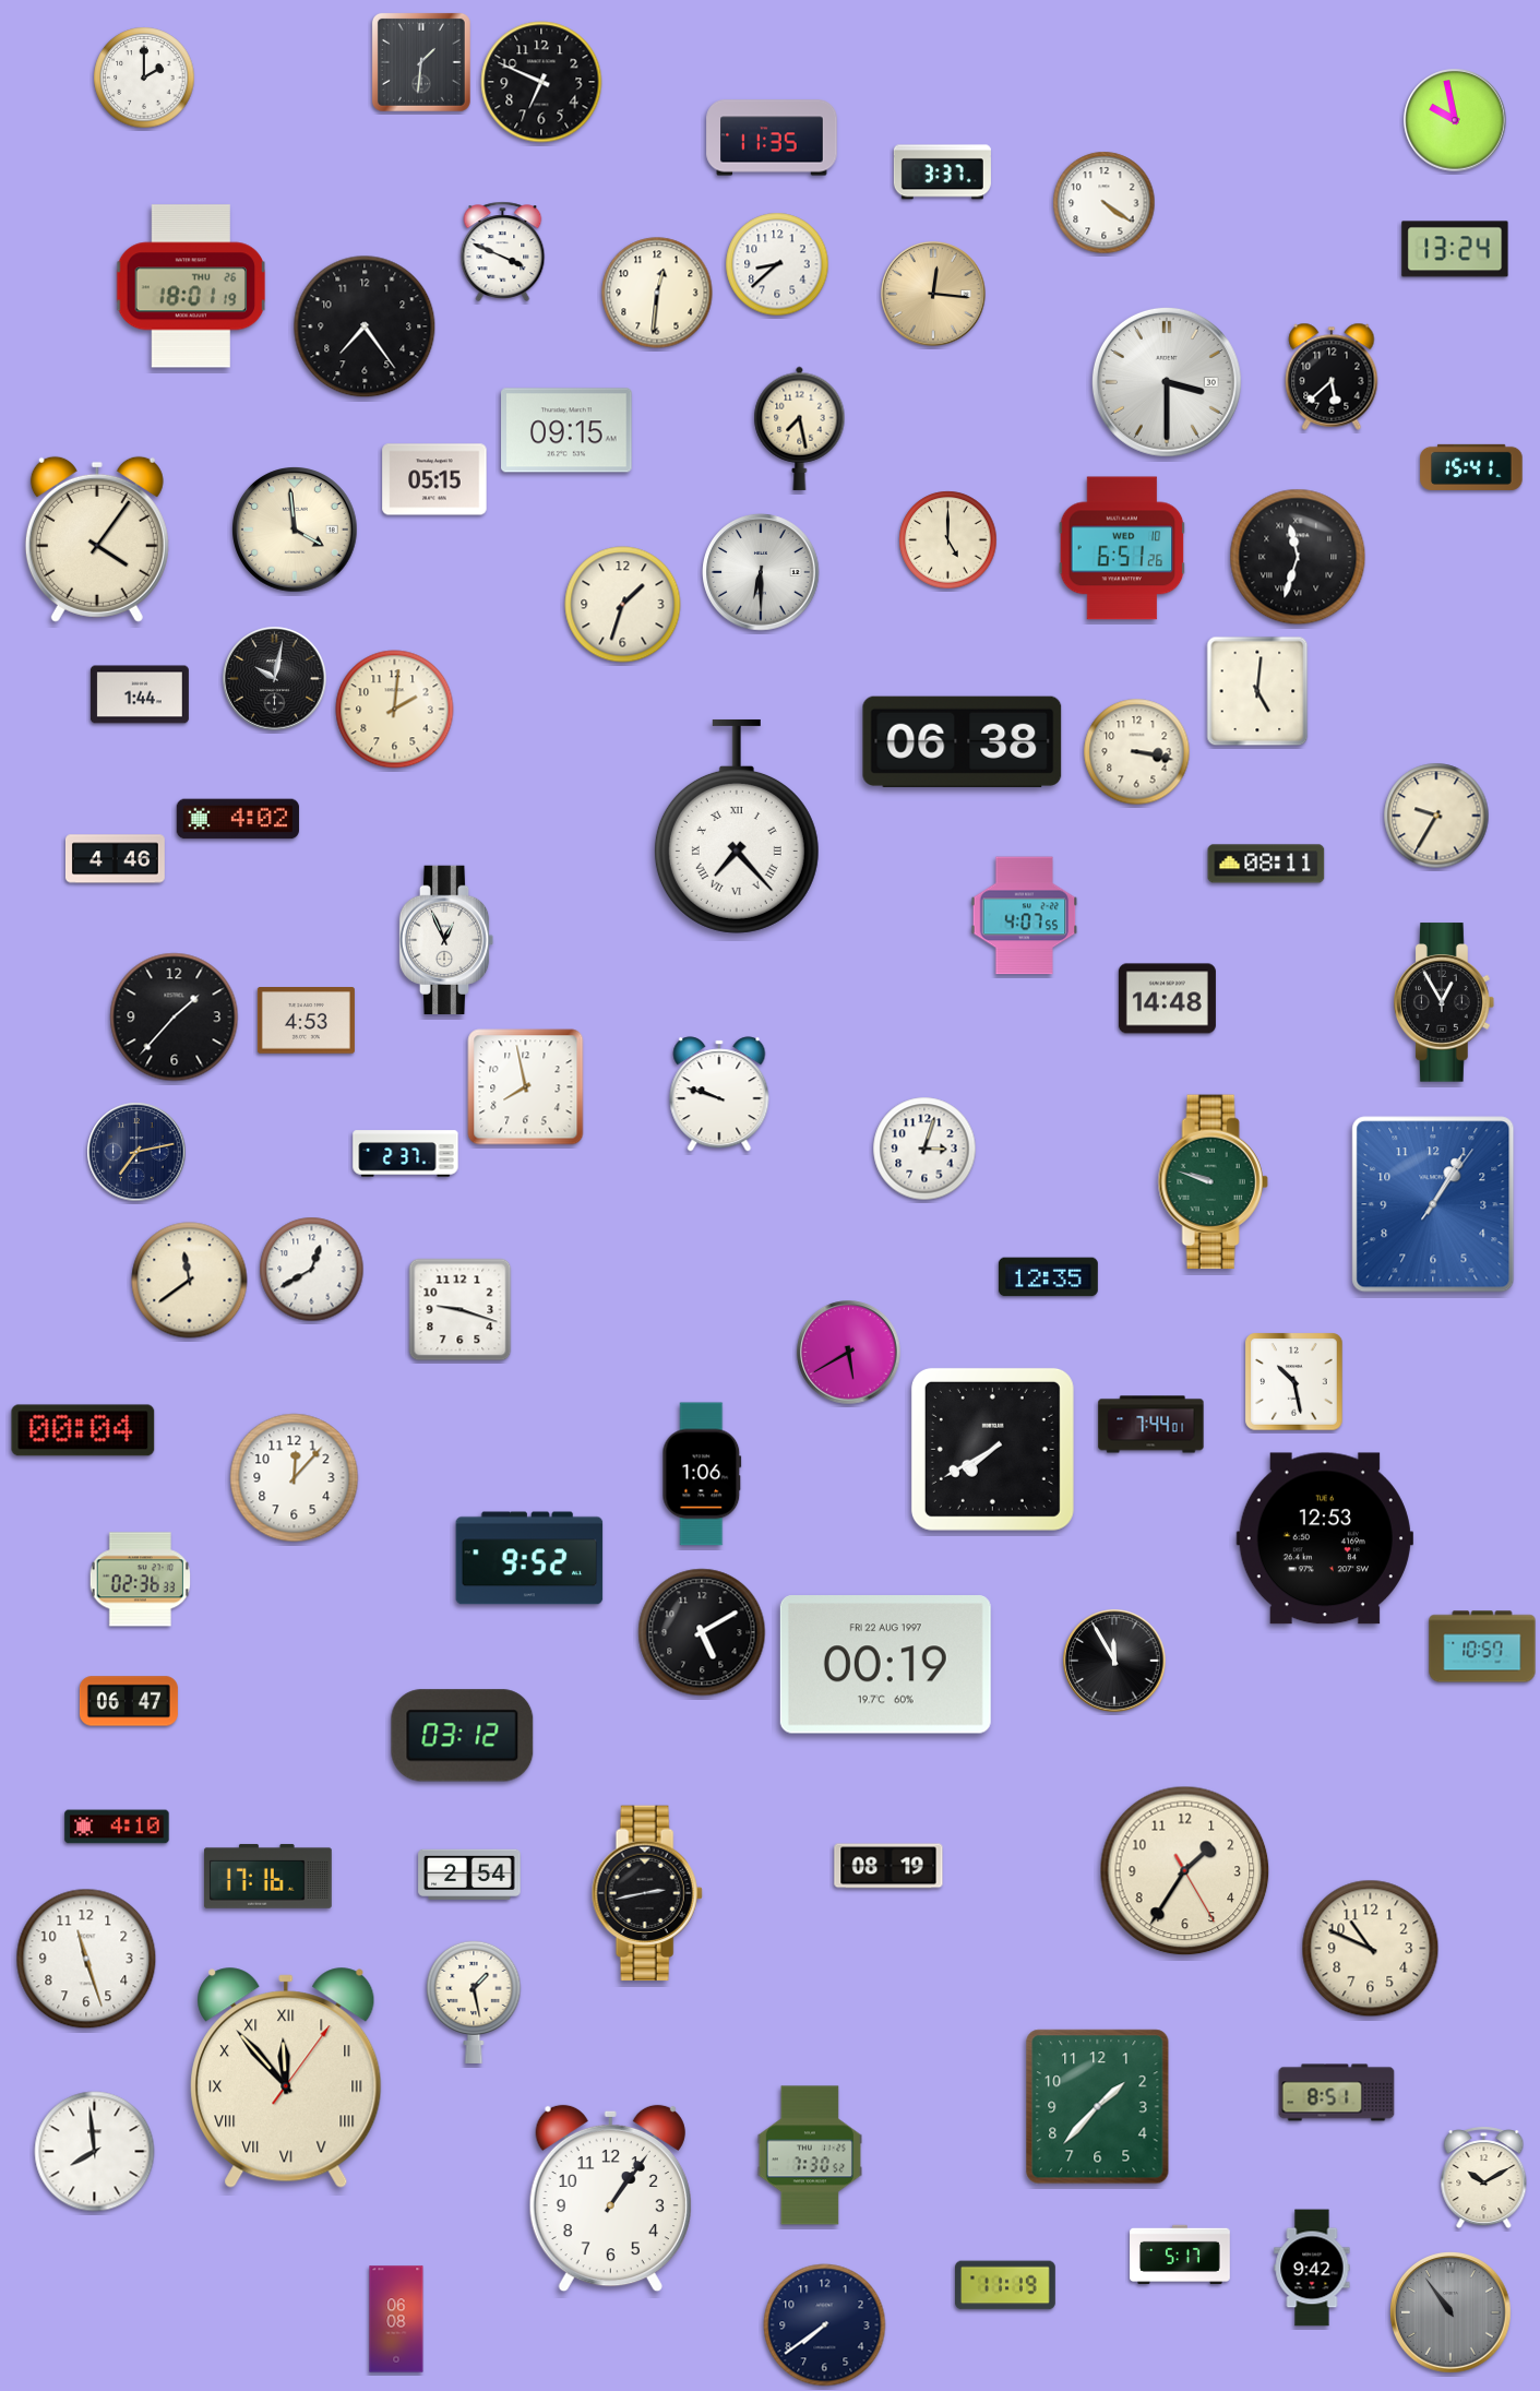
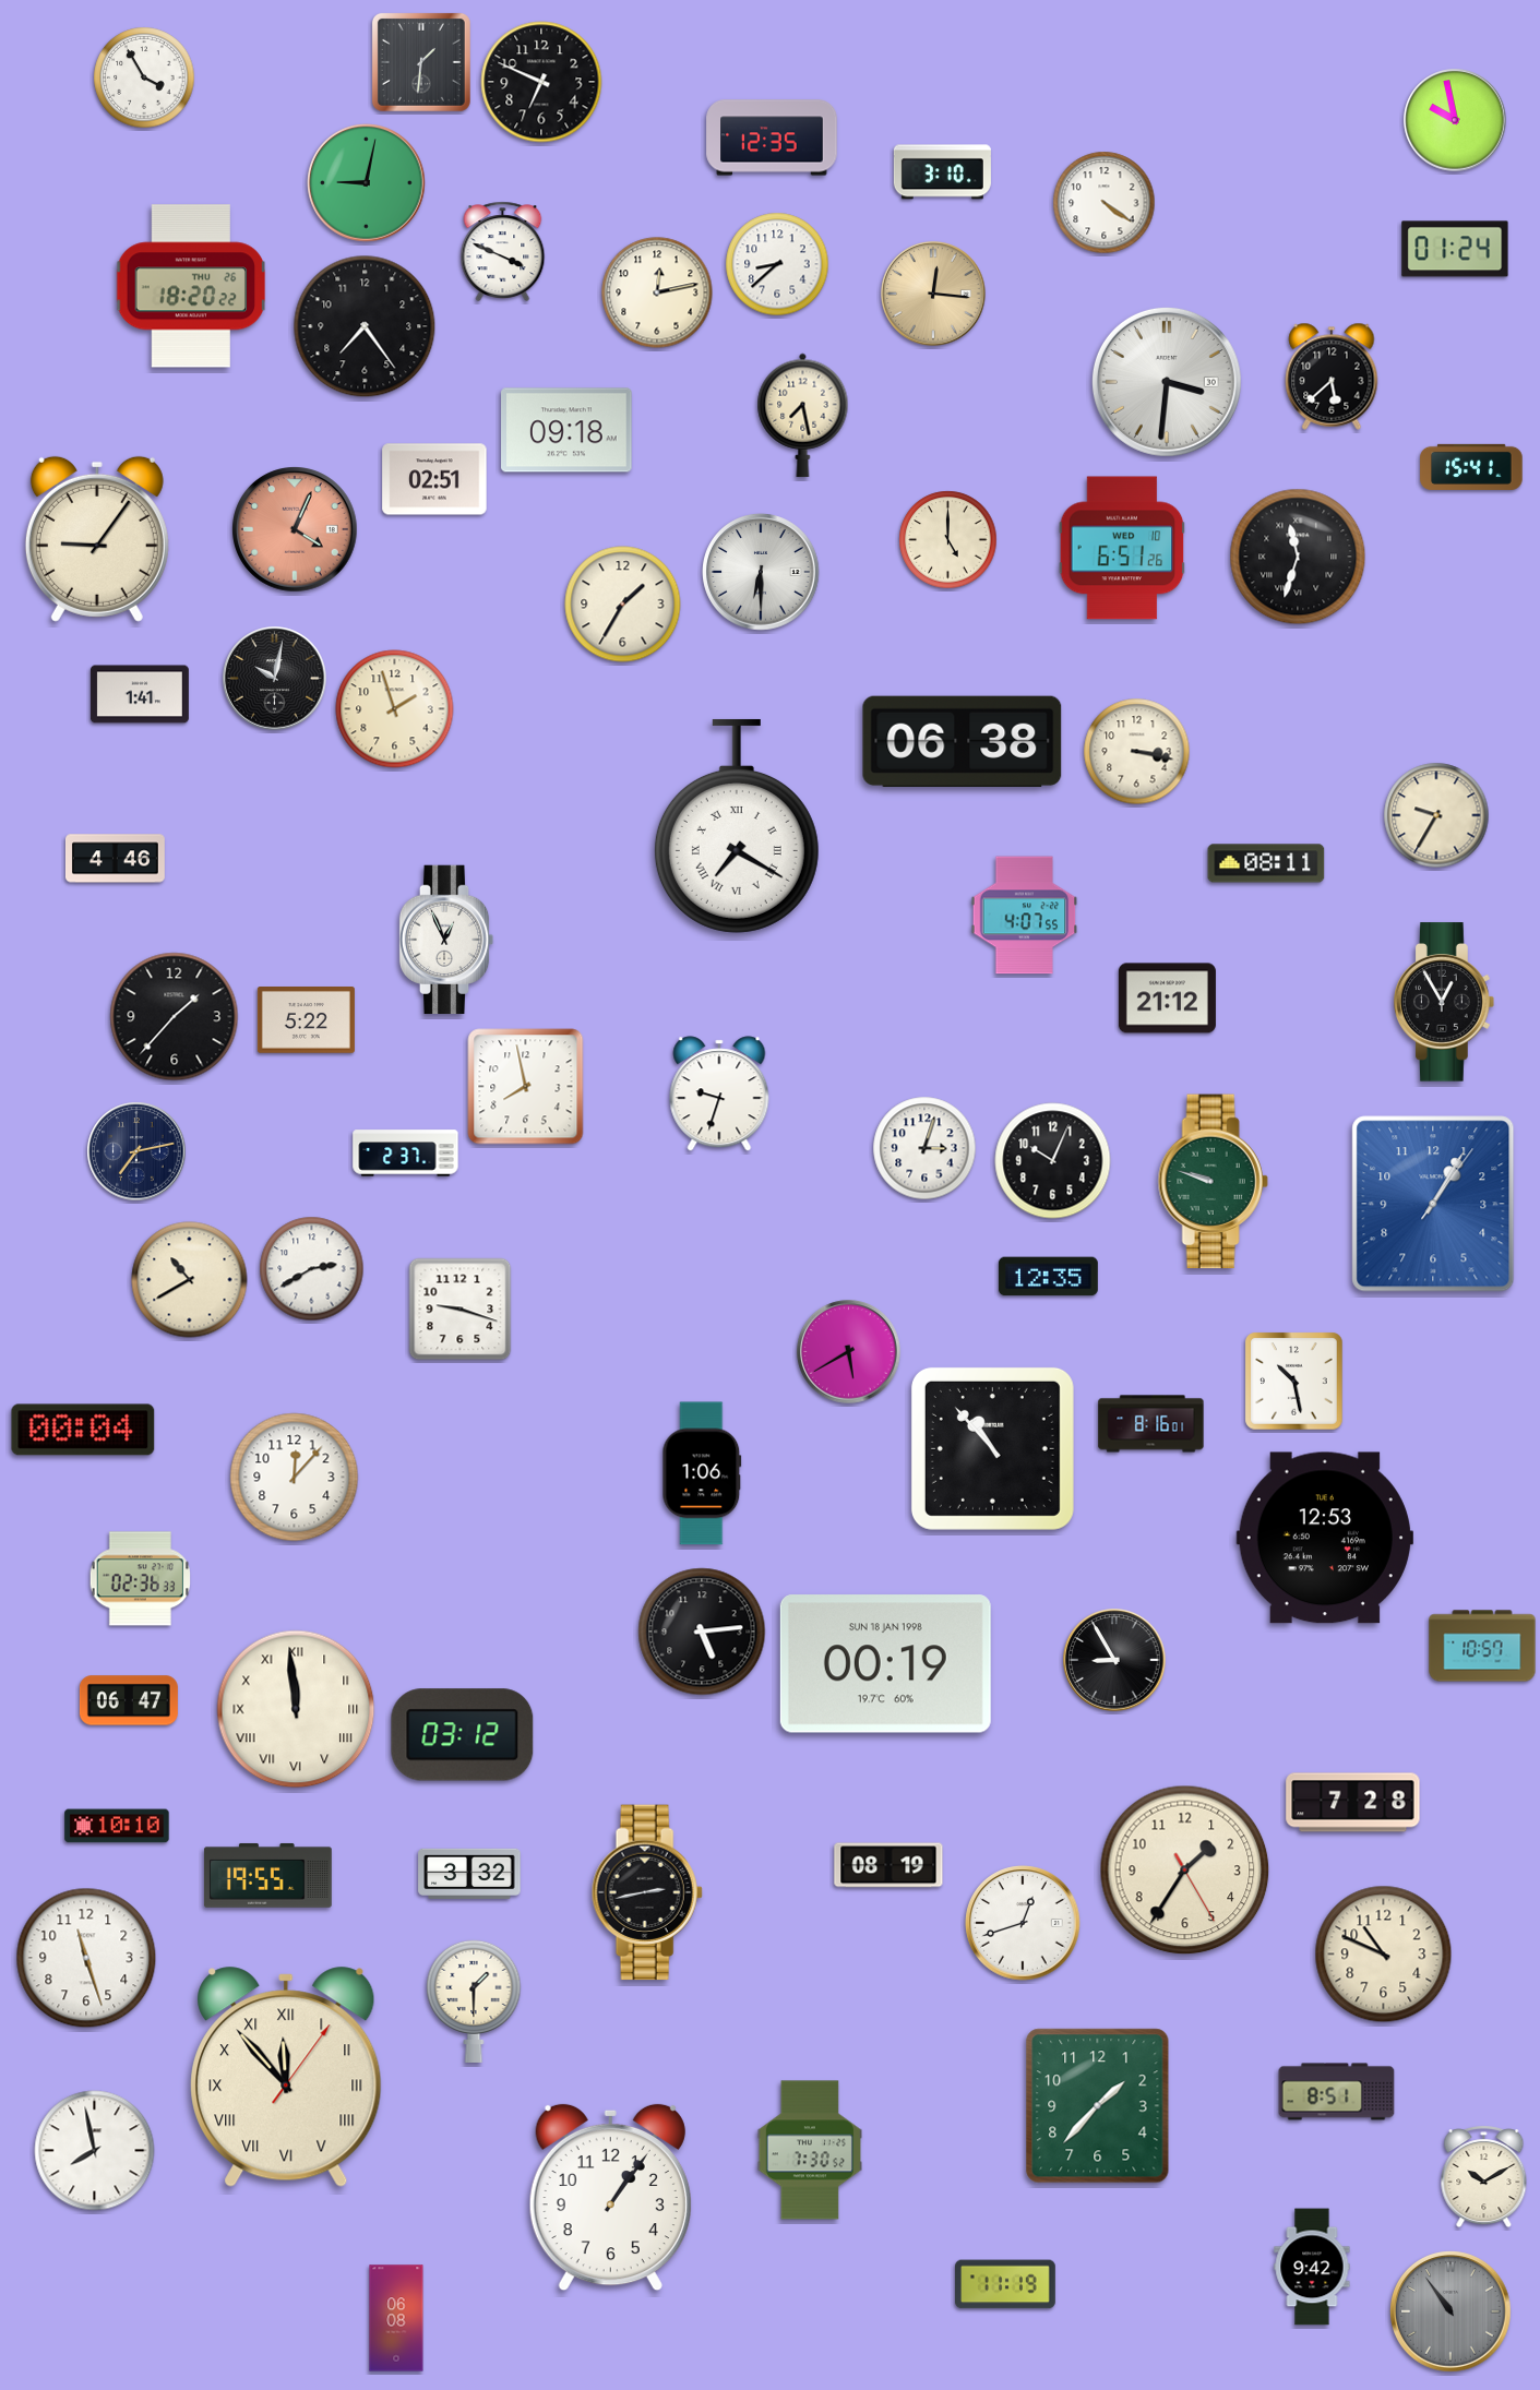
clock at (144, 78): 2:00 -> 3:55
clock at (772, 138): 11:35 -> 12:35
clock at (942, 173): 3:37 -> 3:10
clock at (367, 183): none -> 9:02
clock at (1455, 249): 13:24 -> 01:24
clock at (191, 286): 18:01 -> 18:20
clock at (657, 293): 12:31 -> 12:13
clock at (1167, 382): 3:30 -> 3:31
clock at (800, 428) position: (800, 428) -> (803, 415)
clock at (566, 430): 09:15 -> 09:18
clock at (434, 479): 05:15 -> 02:51
clock at (296, 531): 3:59 -> 4:04
clock at (296, 531) dial: cream -> salmon
clock at (97, 539): 4:06 -> 9:06
clock at (623, 605): 1:33 -> 1:35
clock at (1257, 691): 5:01 -> none
clock at (140, 694): 1:44 -> 1:41
clock at (395, 710): 2:01 -> 1:57
clock at (238, 819): 4:02 -> none
clock at (737, 826): 7:23 -> 7:20
clock at (1167, 999): 14:48 -> 21:12
clock at (306, 1021): 4:53 -> 5:22
clock at (719, 1094): 9:48 -> 9:33
clock at (1053, 1161): none -> 10:04
clock at (312, 1270): 12:40 -> 2:40
clock at (190, 1281): 11:39 -> 10:40
clock at (1151, 1425): 7:44 -> 8:16
clock at (992, 1449): 7:40 -> 10:53
clock at (529, 1558): 9:52 -> none
clock at (702, 1632): 5:10 -> 5:14
clock at (1114, 1661): 11:55 -> 8:55
clock at (885, 1665) date: FRI 22 AUG 1997 -> SUN 18 JAN 1998
clock at (296, 1709): none -> 11:59
clock at (1353, 1803): none -> 7:28
clock at (117, 1827): 4:10 -> 10:10
clock at (469, 1873): 2:54 -> 3:32
clock at (267, 1876): 17:16 -> 19:55
clock at (1023, 1923): none -> 12:42
clock at (1371, 1949) position: (1371, 1949) -> (1384, 1955)
clock at (474, 2001): 1:28 -> 1:30
clock at (95, 2152): 7:59 -> 7:58
clock at (810, 2155) position: (810, 2155) -> (810, 2150)
clock at (1180, 2255): 5:17 -> none
clock at (825, 2325): 7:39 -> none
